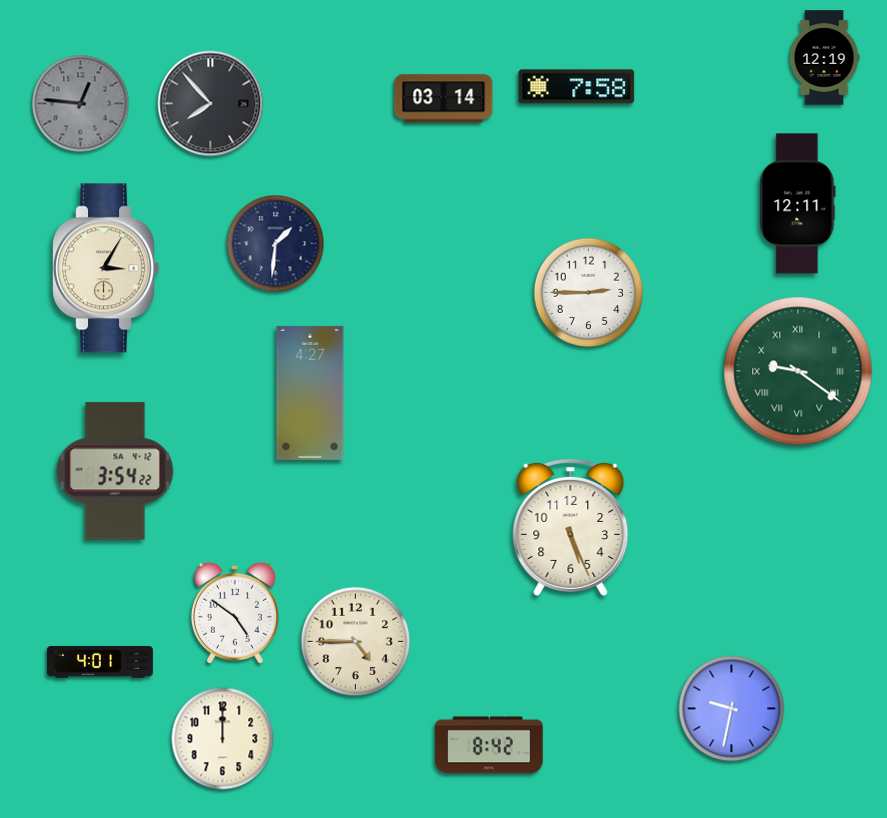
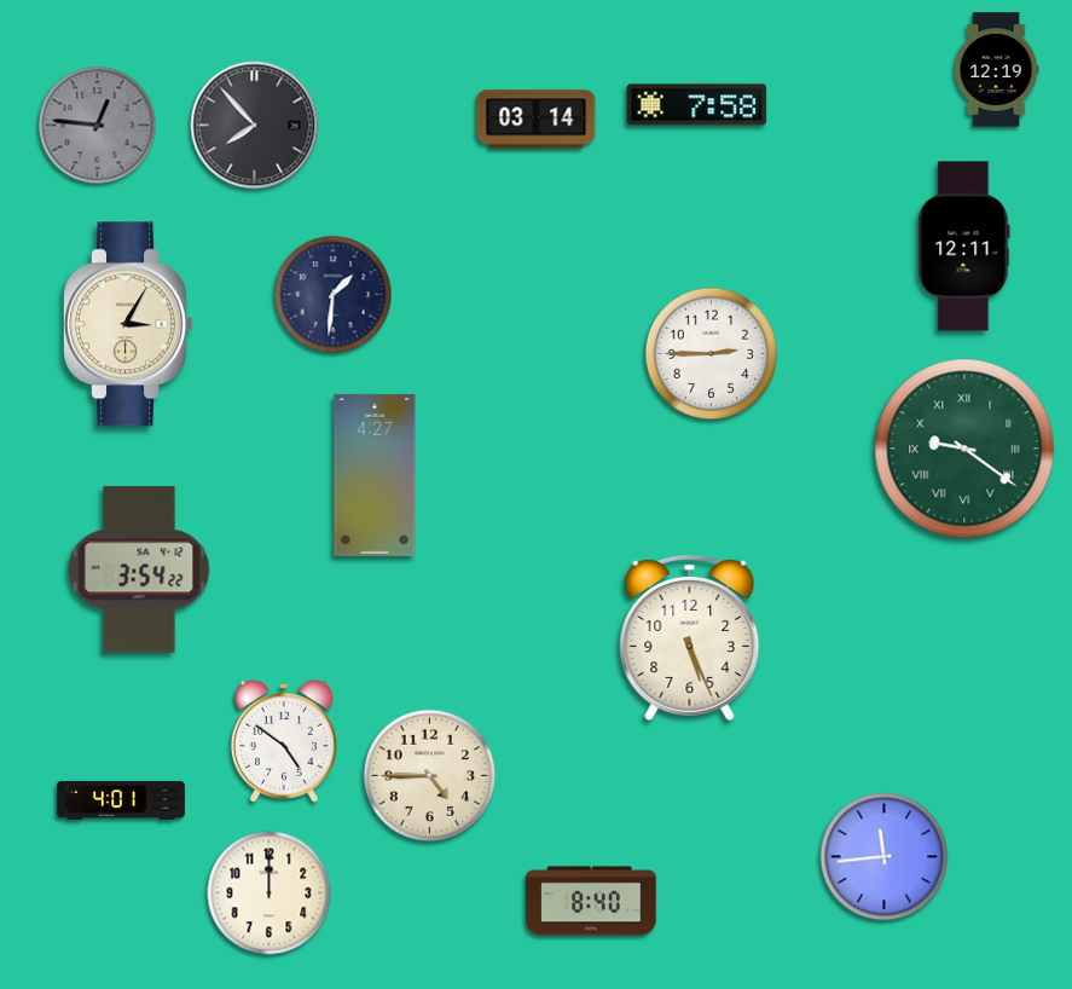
clock at (732, 709): 9:32 -> 11:44
clock at (489, 745): 8:42 -> 8:40
